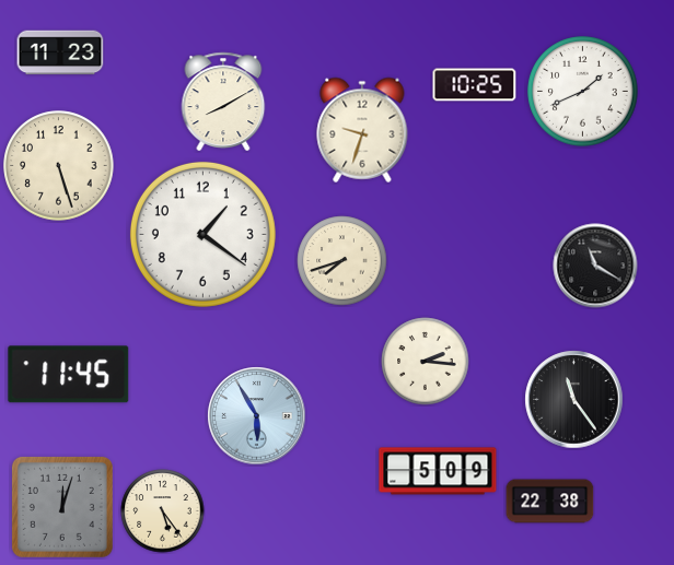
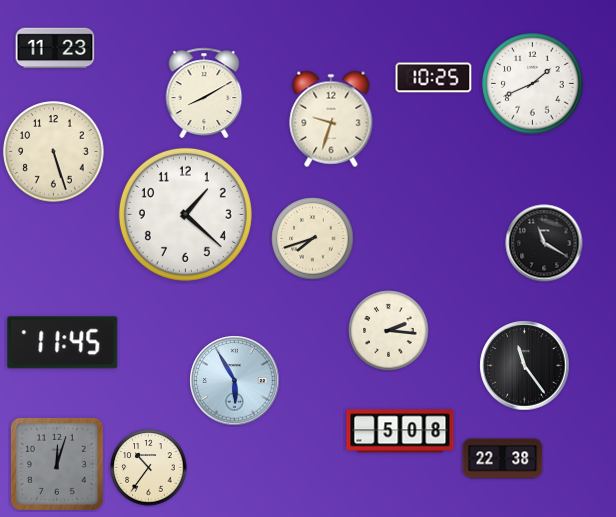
clock at (202, 234): 1:21 -> 1:22
clock at (438, 471): 5:09 -> 5:08
clock at (163, 511): 5:24 -> 10:36
